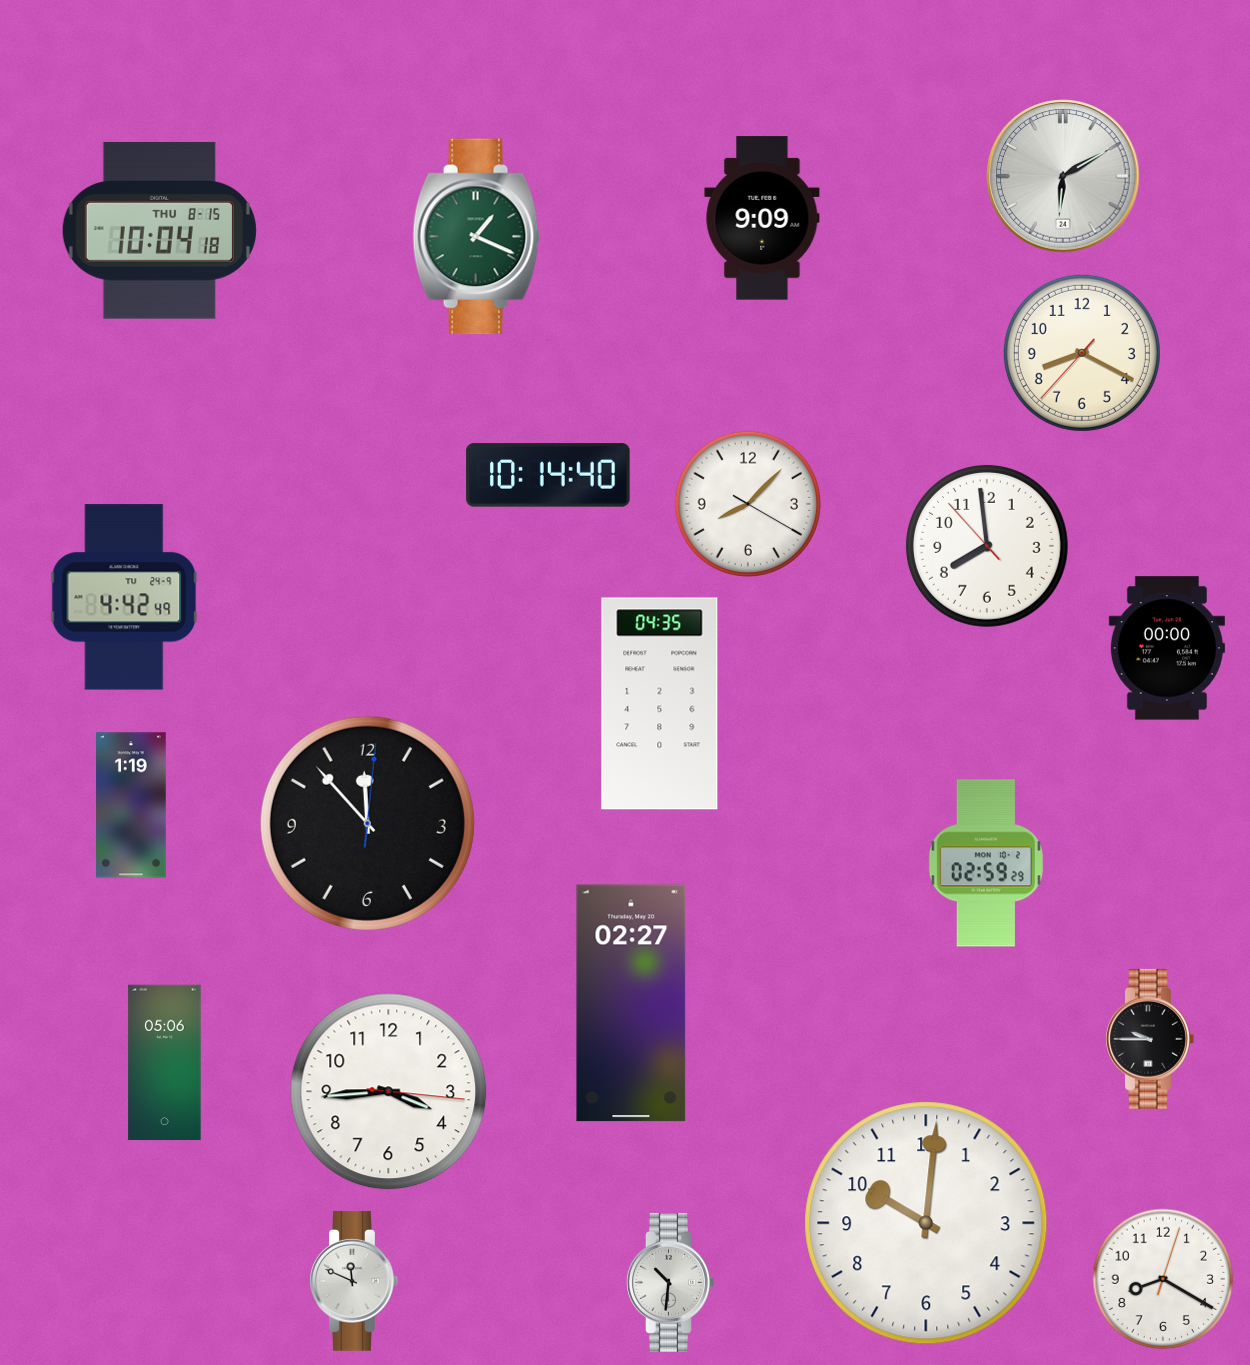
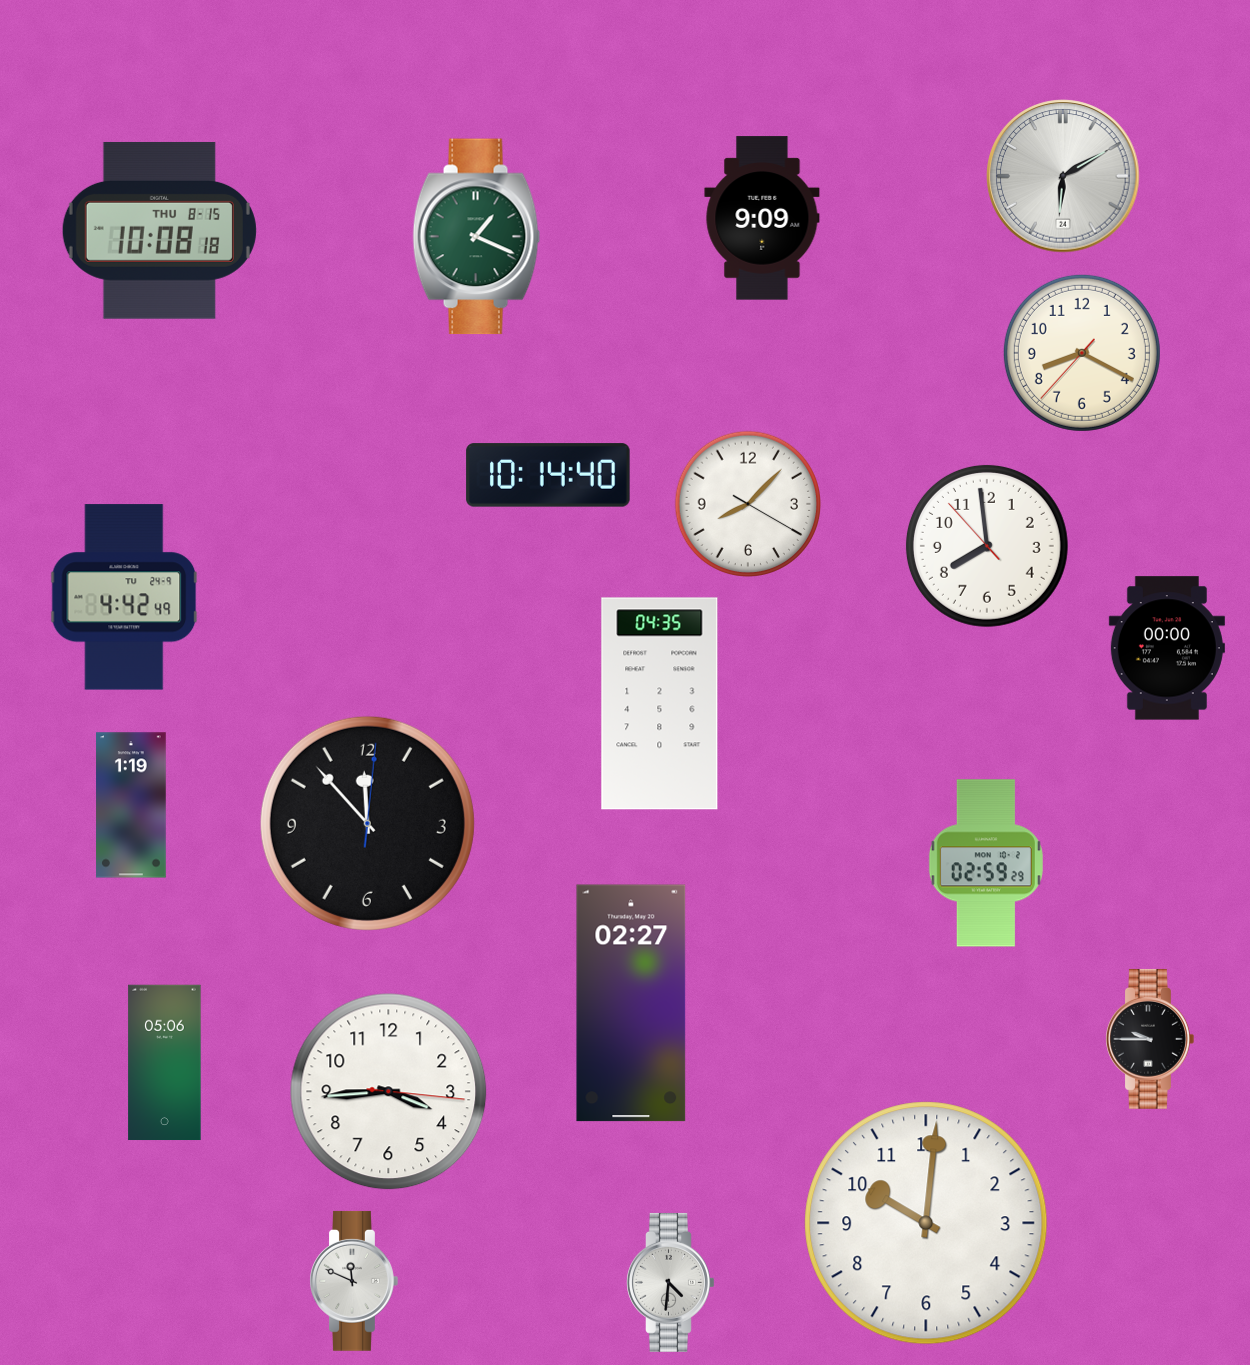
clock at (159, 230): 10:04 -> 10:08
clock at (1163, 1279): 8:20 -> none
clock at (671, 1282): 10:31 -> 4:31
